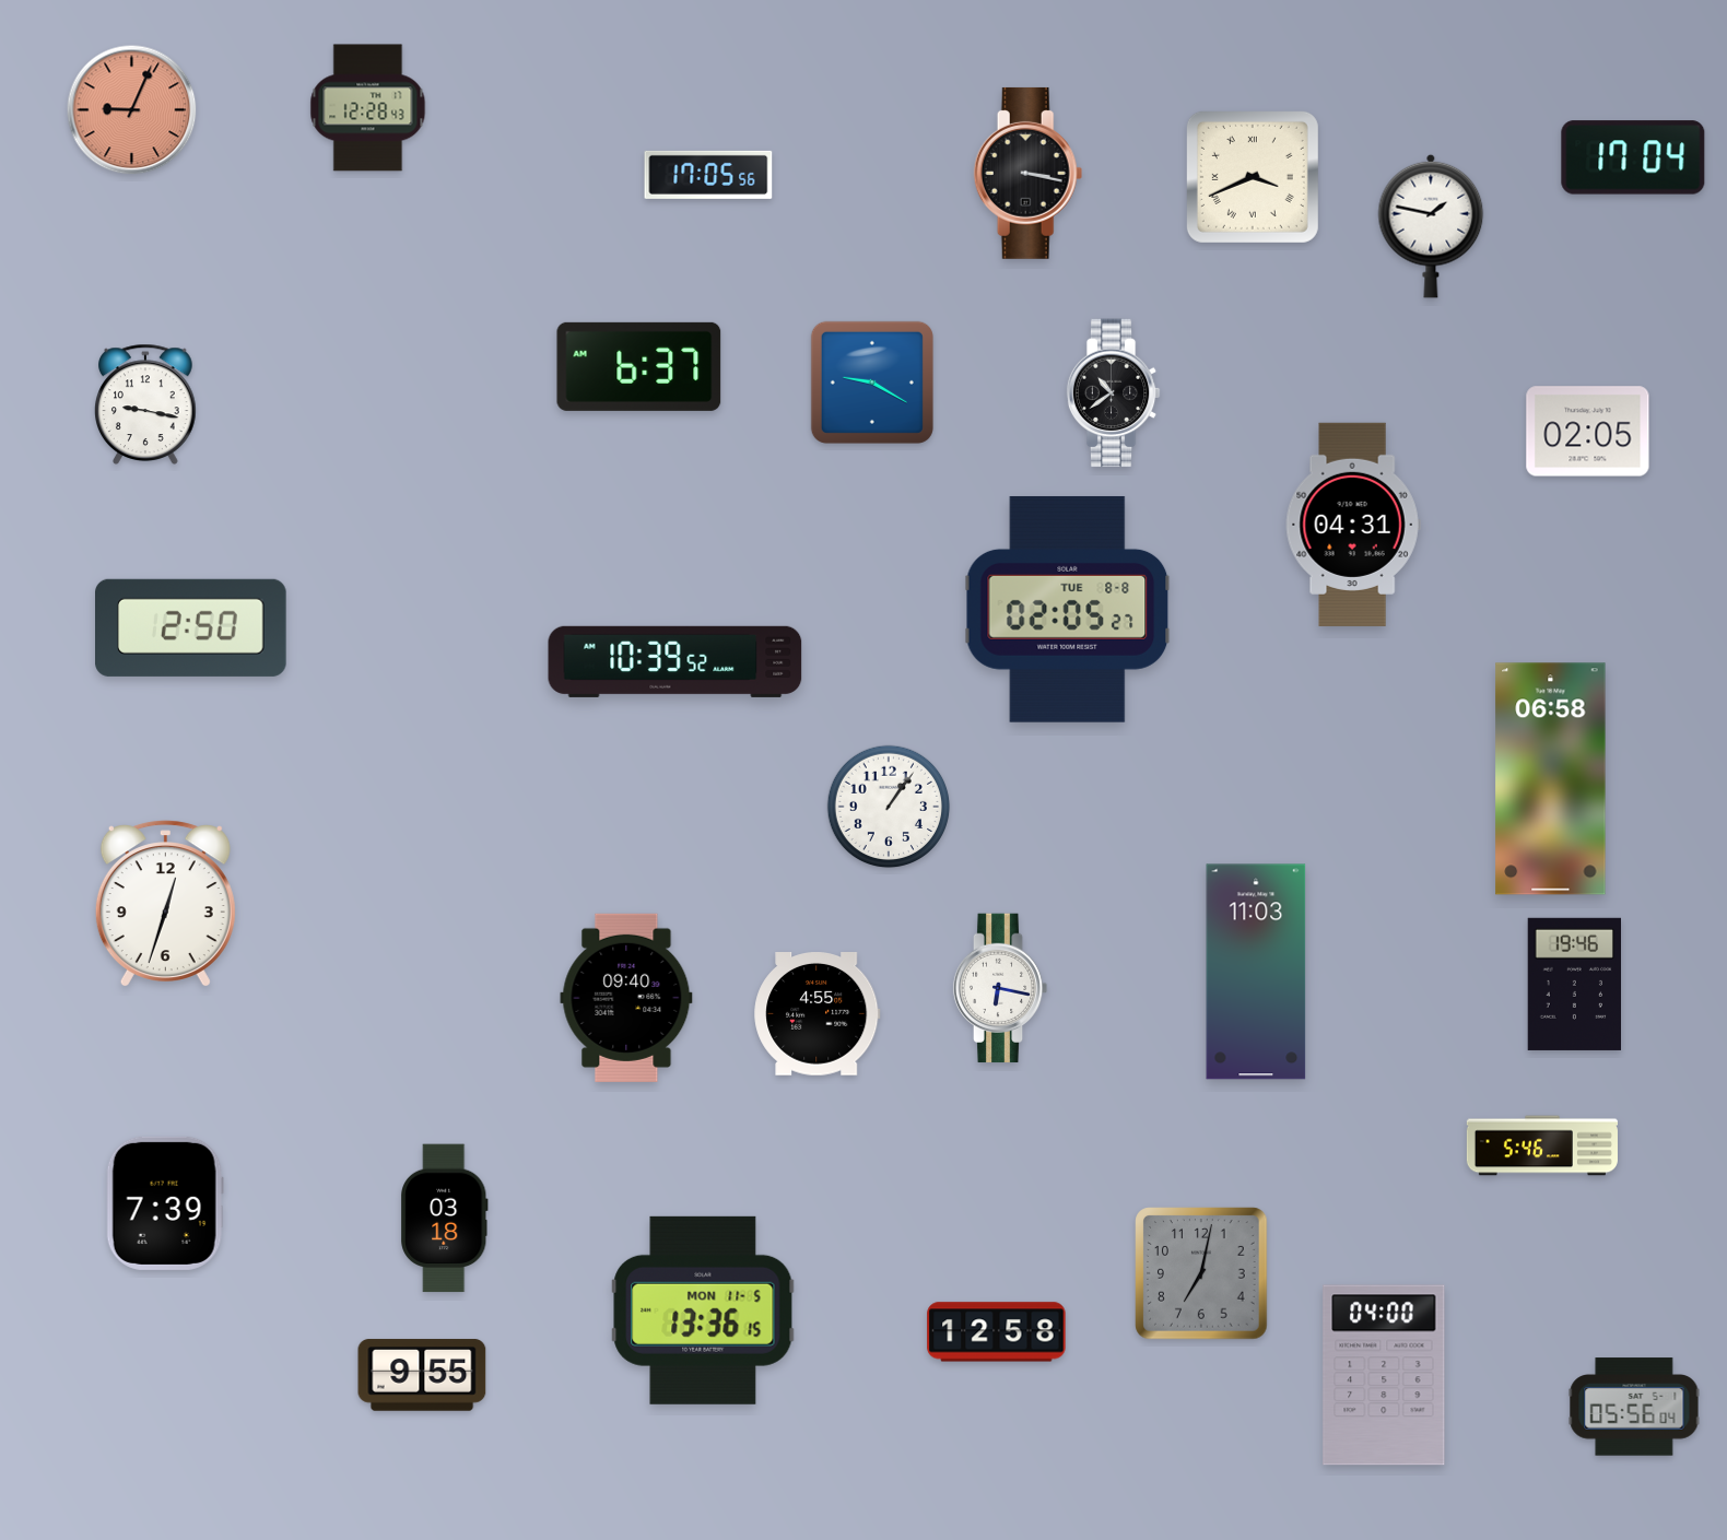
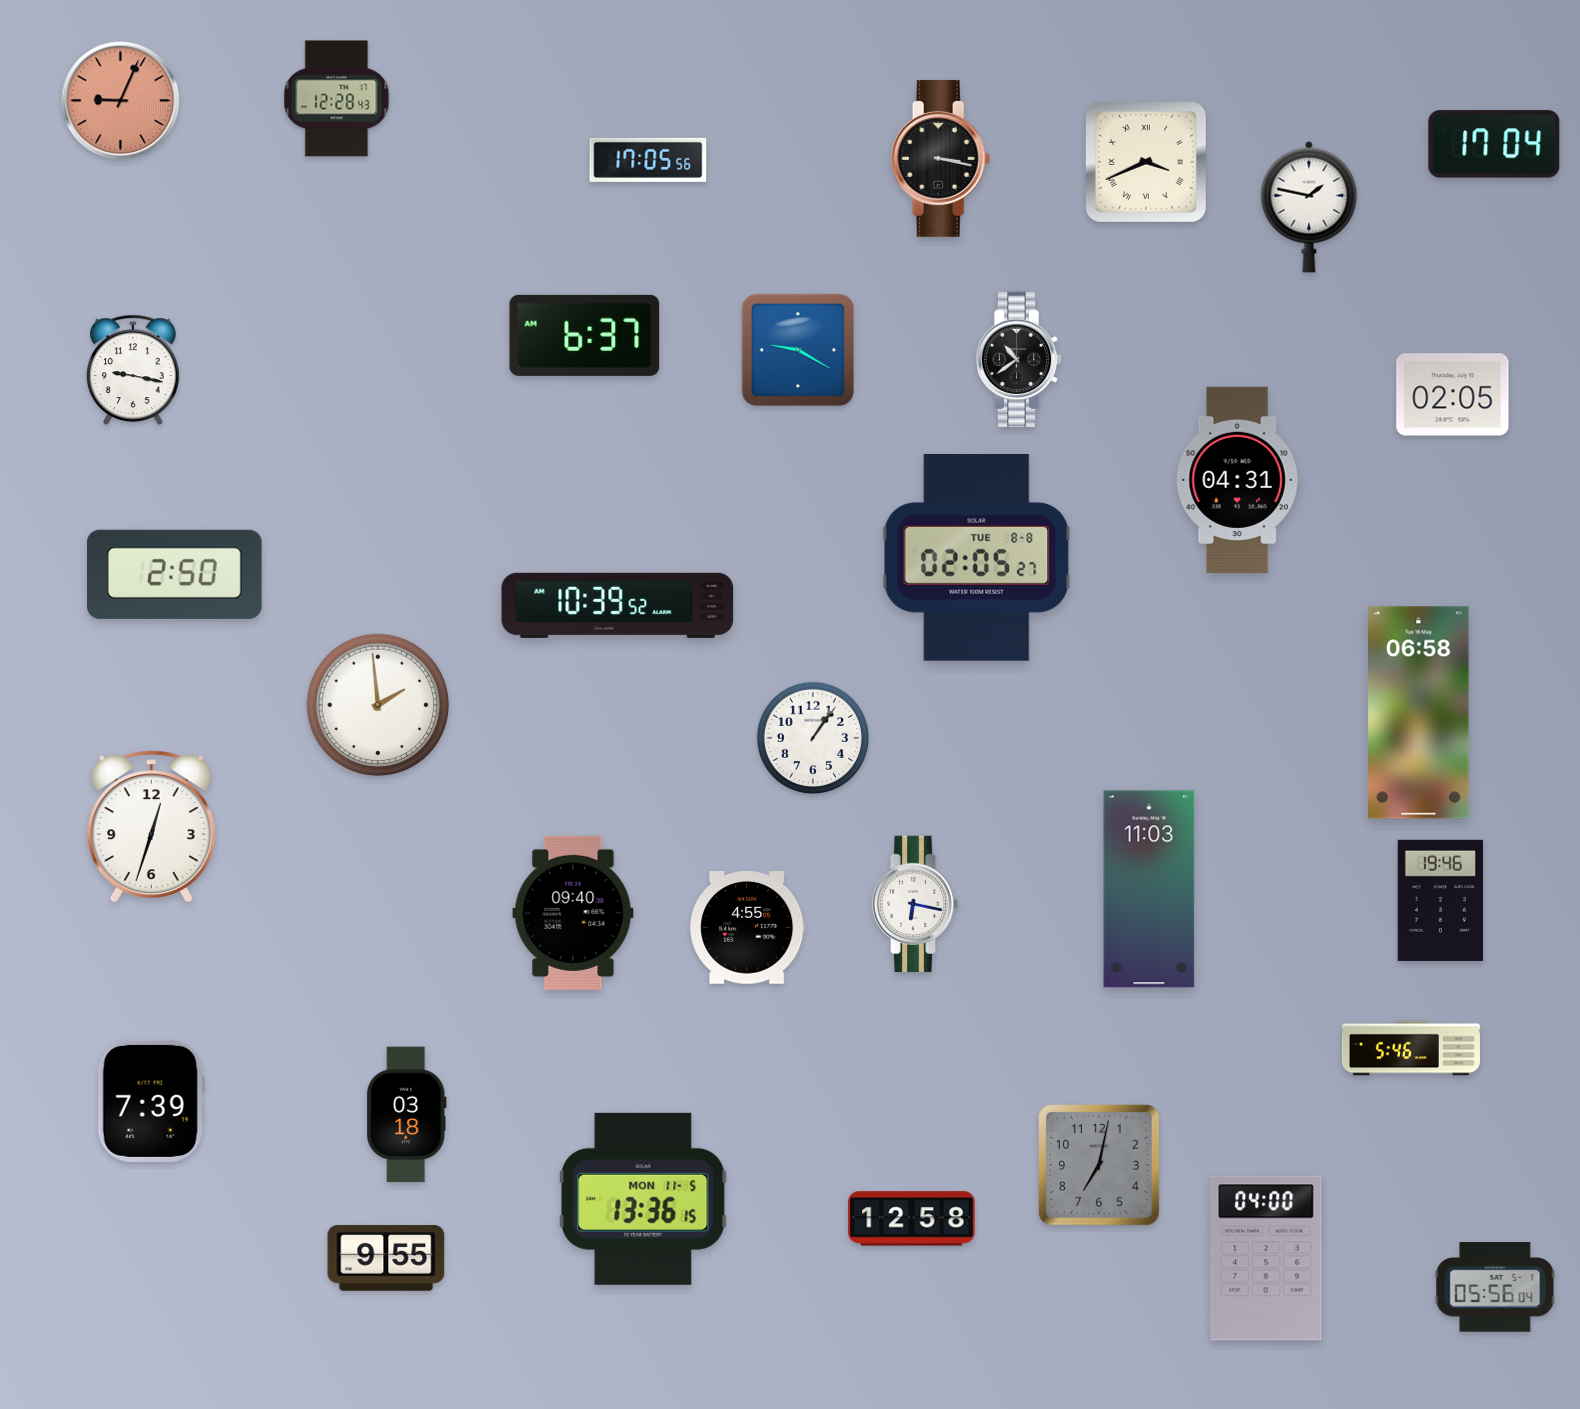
clock at (378, 705): none -> 1:59
